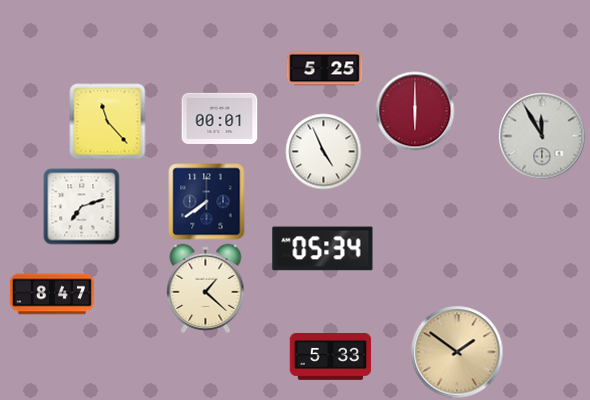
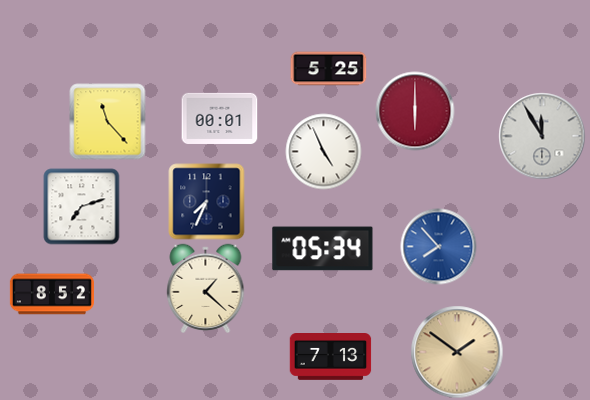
clock at (325, 69) position: (325, 69) -> (329, 69)
clock at (207, 202): 7:39 -> 7:34
clock at (439, 247): none -> 7:53
clock at (51, 294): 8:47 -> 8:52
clock at (331, 357): 5:33 -> 7:13
